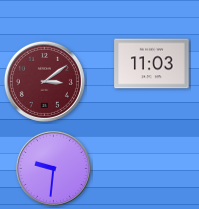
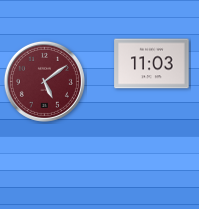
clock at (44, 81): 3:09 -> 5:09
clock at (53, 168): 9:31 -> none
